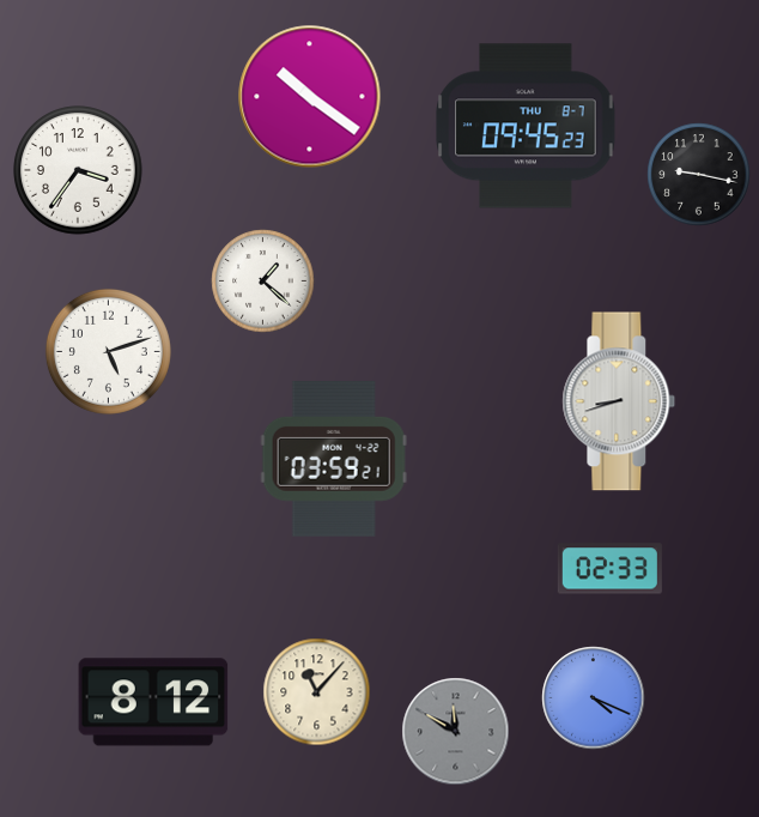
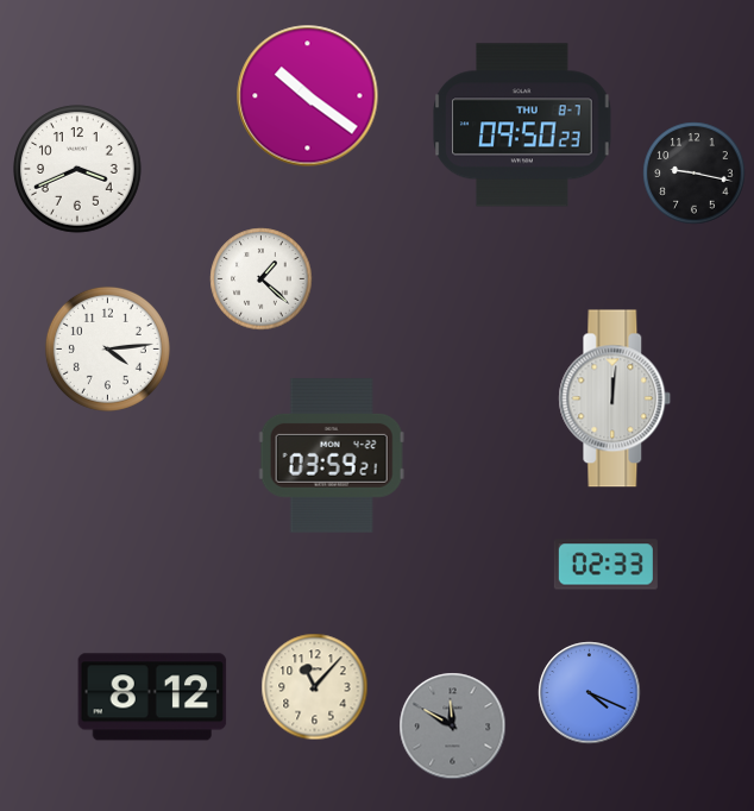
clock at (526, 126): 09:45 -> 09:50
clock at (78, 170): 3:36 -> 3:41
clock at (108, 351): 5:12 -> 4:14
clock at (619, 401): 8:42 -> 12:01
